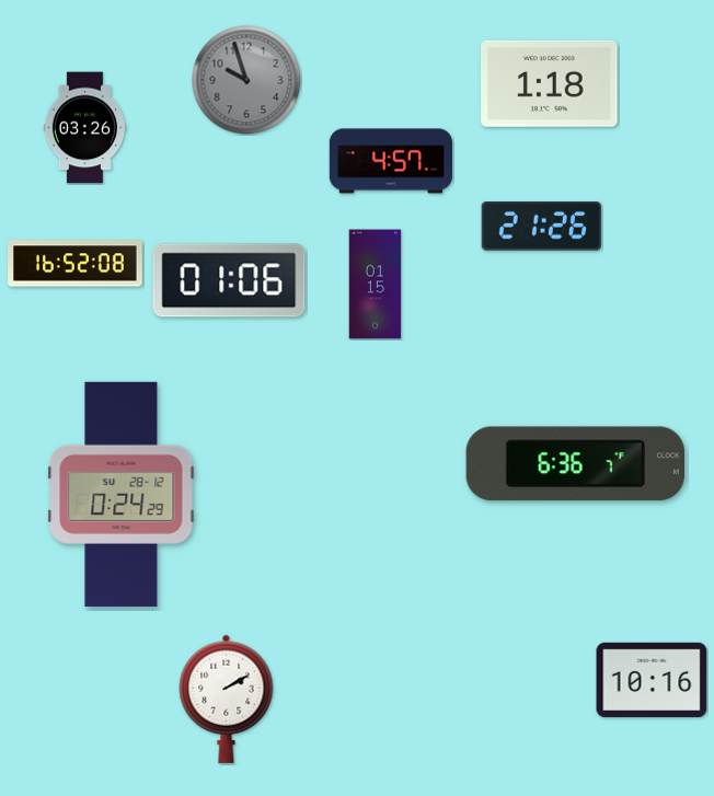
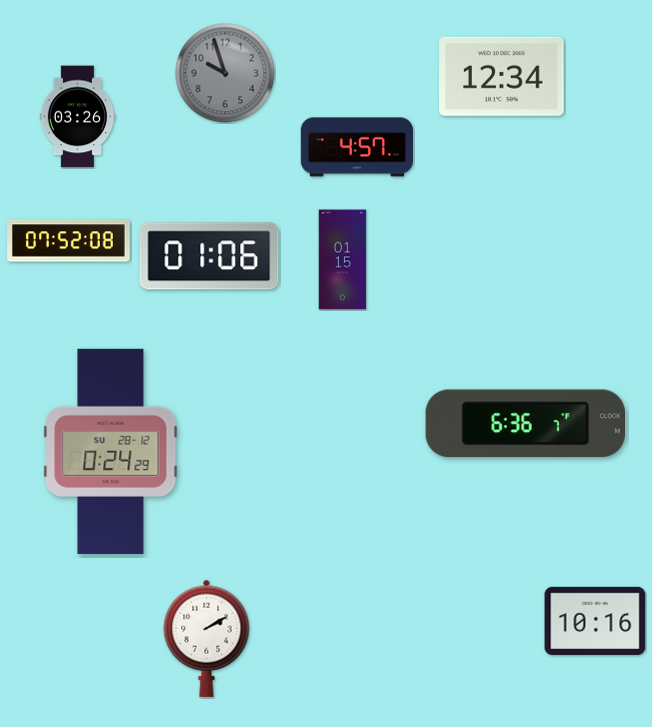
clock at (550, 83): 1:18 -> 12:34
clock at (541, 227): 21:26 -> none
clock at (76, 264): 16:52 -> 07:52
